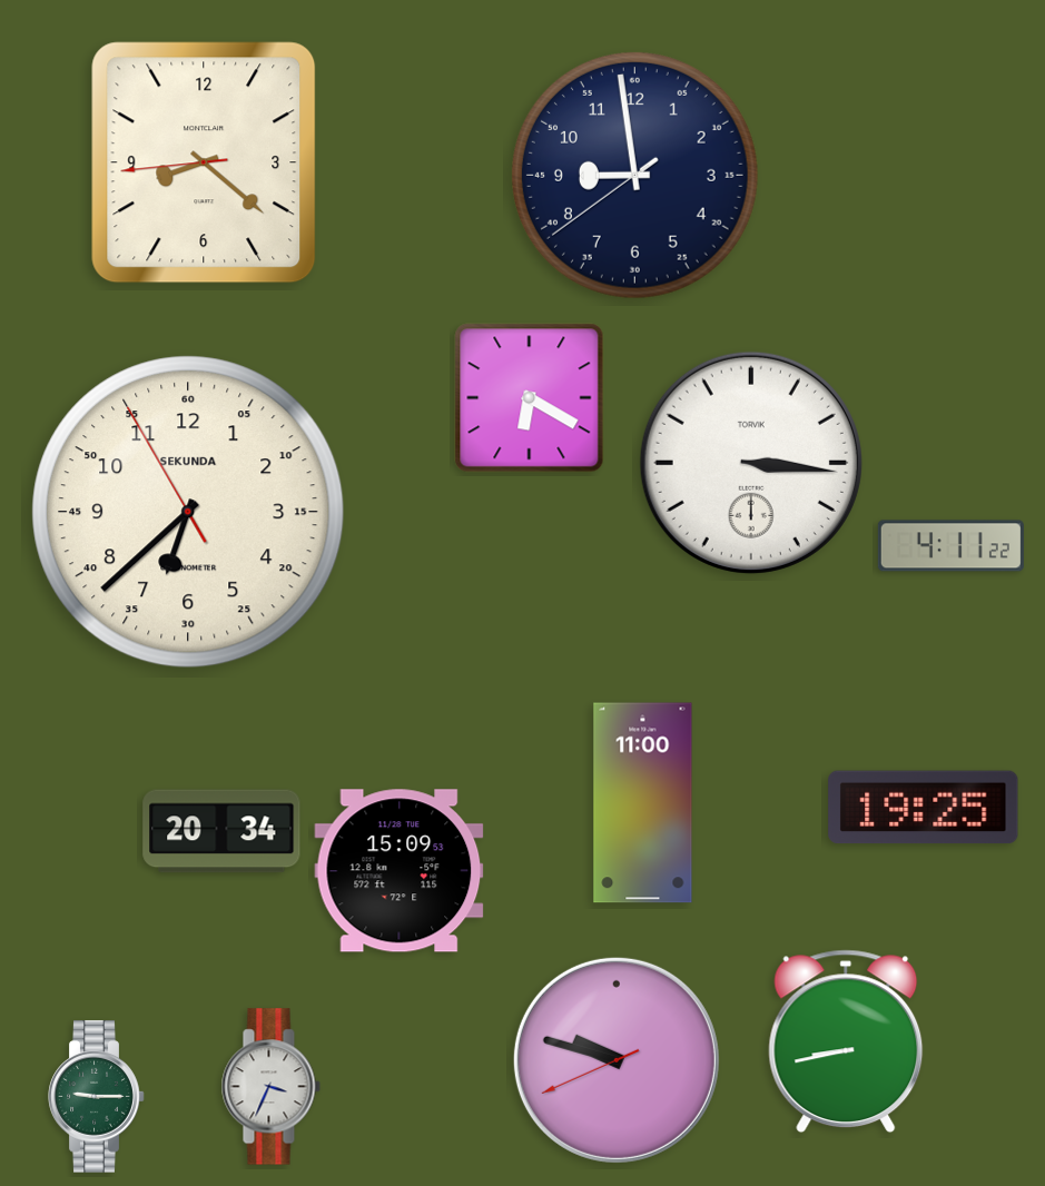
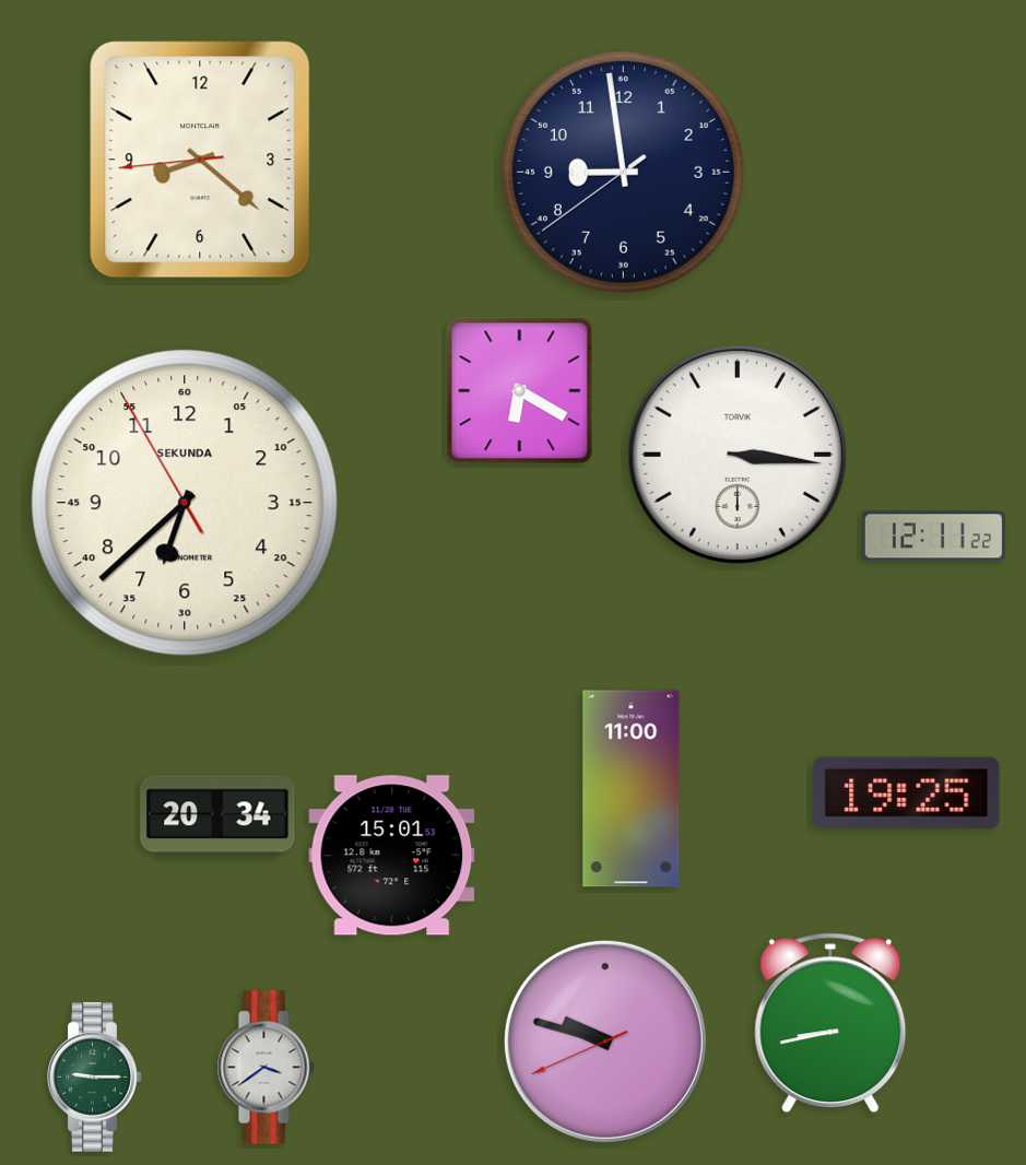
clock at (950, 546): 4:11 -> 12:11
clock at (400, 871): 15:09 -> 15:01
clock at (270, 1087): 3:34 -> 3:39
